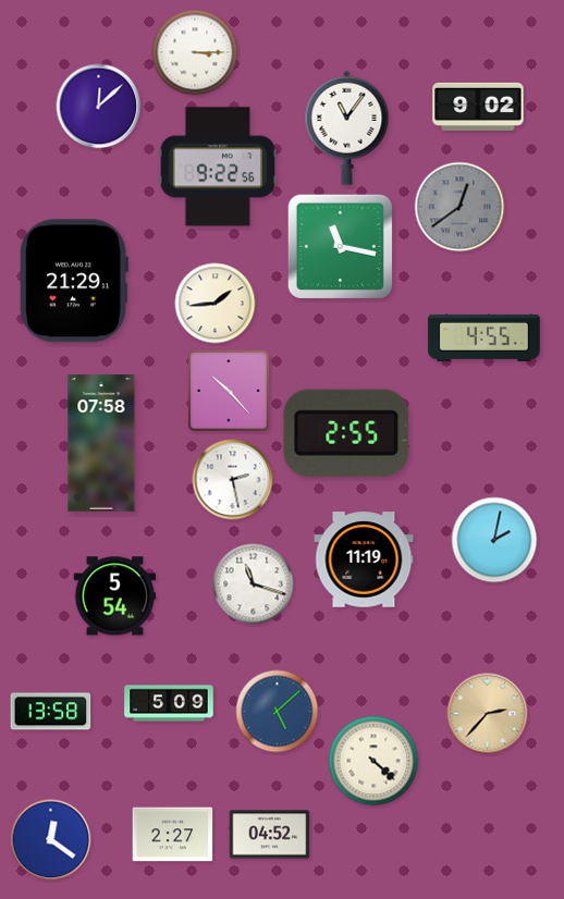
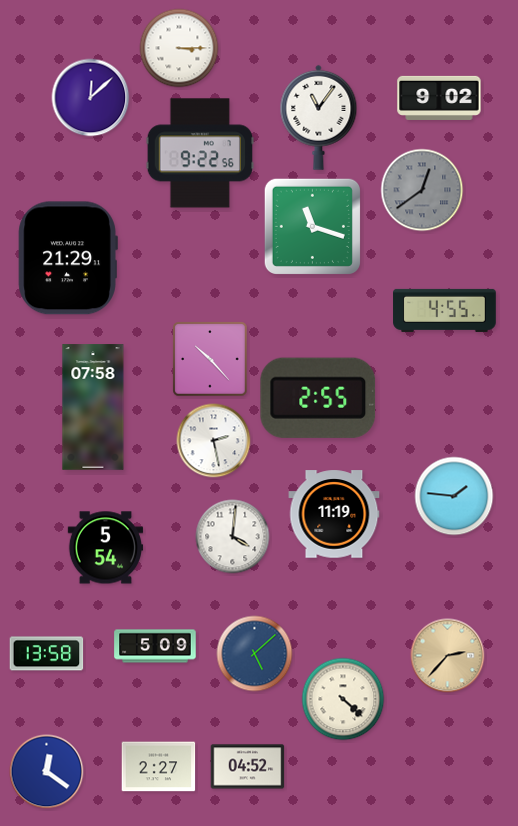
clock at (340, 246): 11:17 -> 11:18
clock at (216, 304): 1:44 -> none
clock at (494, 540): 2:02 -> 1:46
clock at (254, 584): 11:18 -> 4:01
